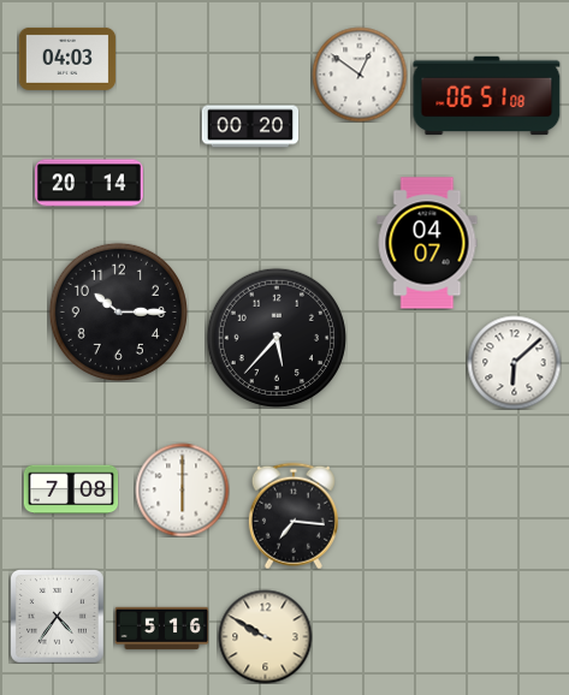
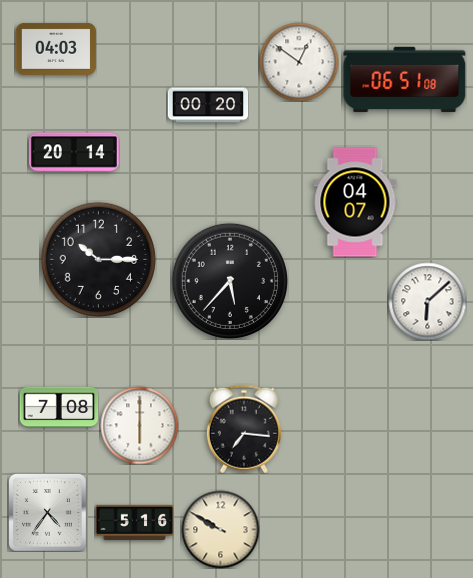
clock at (182, 489) position: (182, 489) -> (139, 425)
